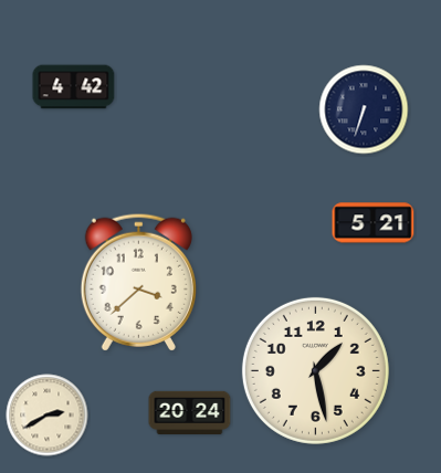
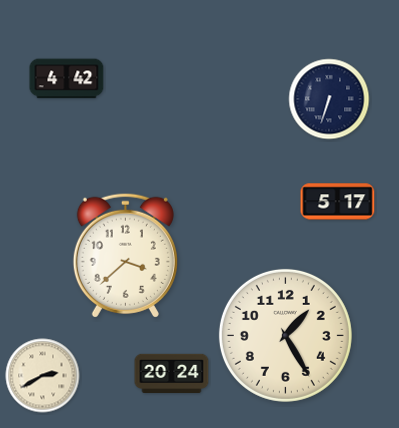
clock at (374, 223): 5:21 -> 5:17
clock at (315, 370): 1:28 -> 1:25
